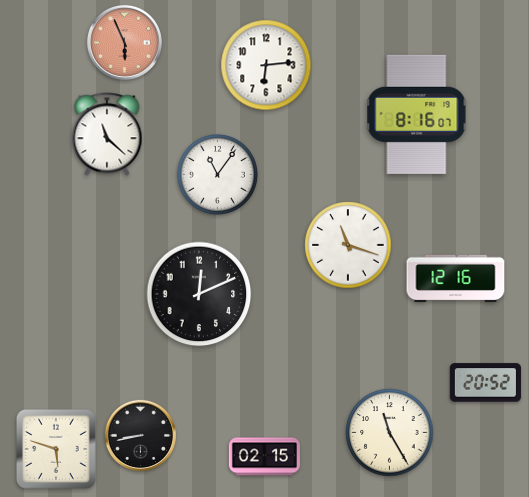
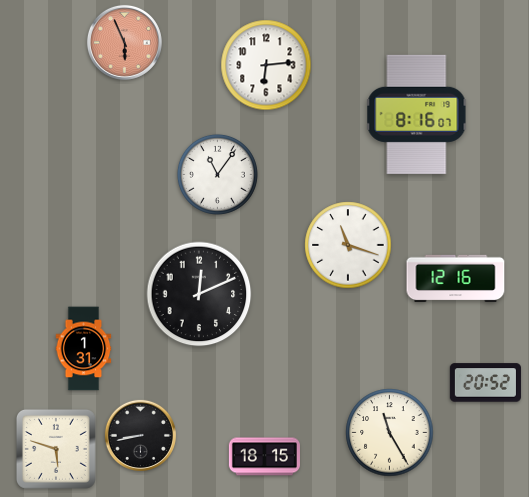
clock at (107, 134): 11:22 -> none
clock at (84, 349): none -> 1:31
clock at (264, 457): 02:15 -> 18:15
